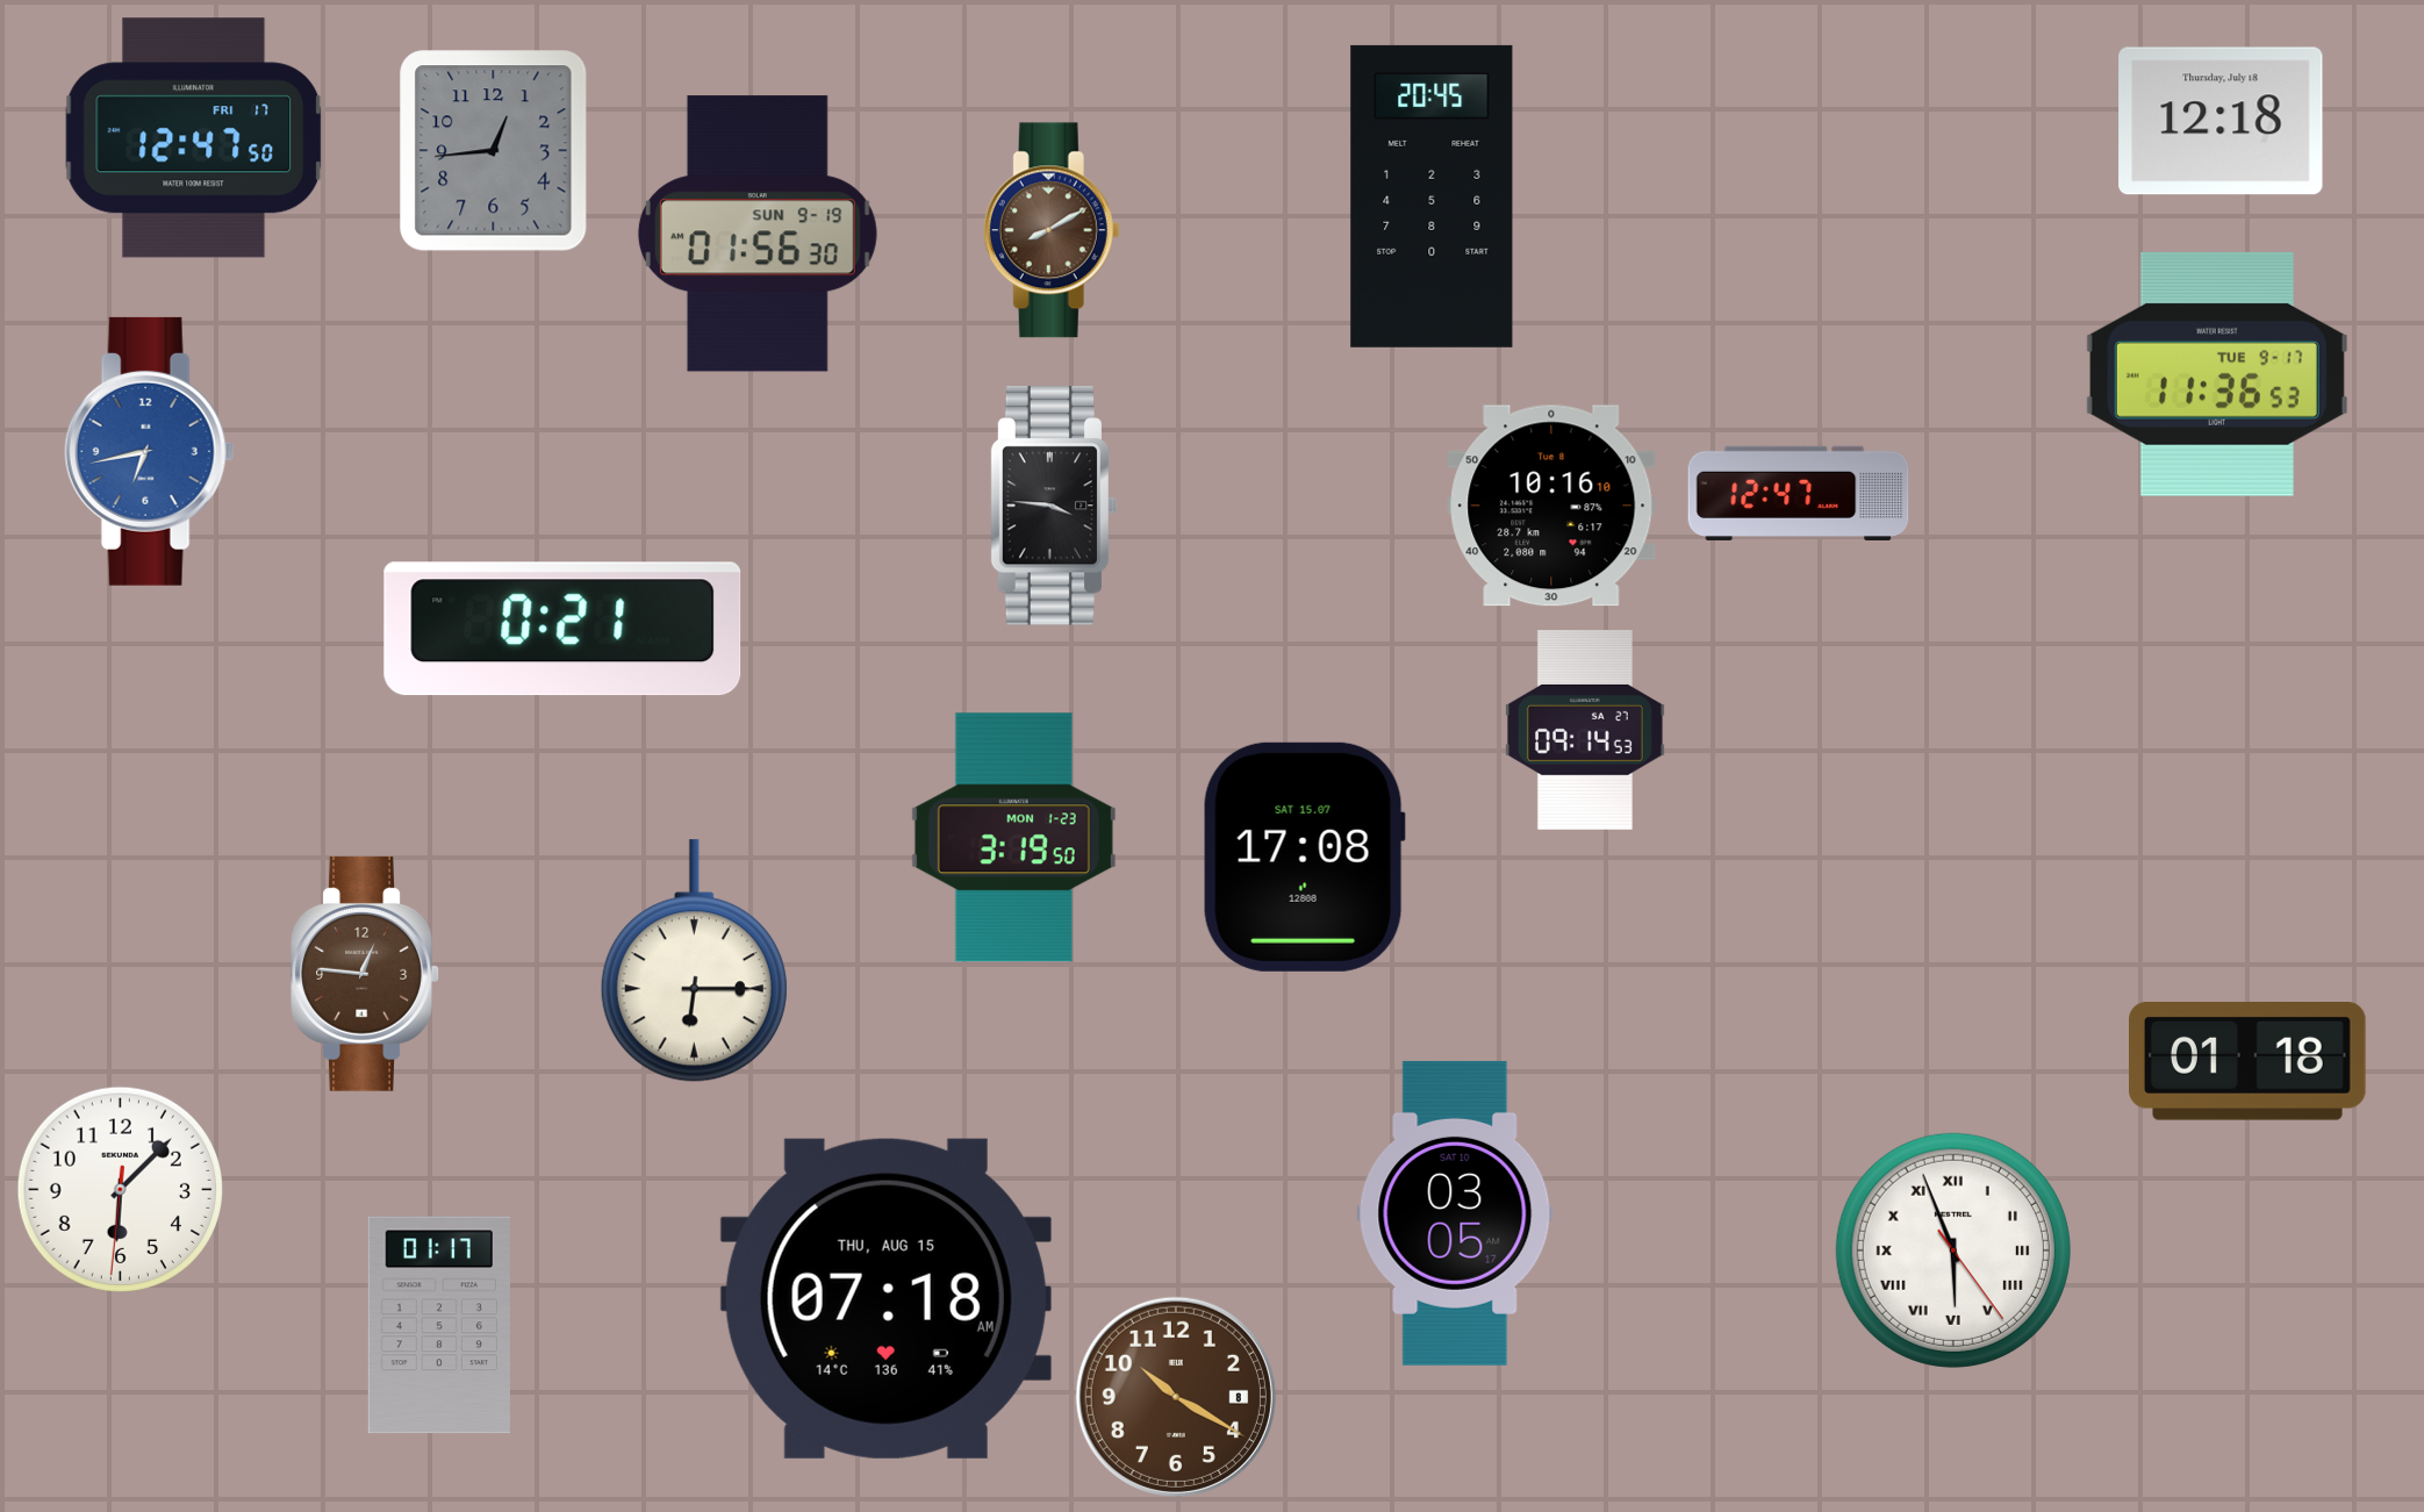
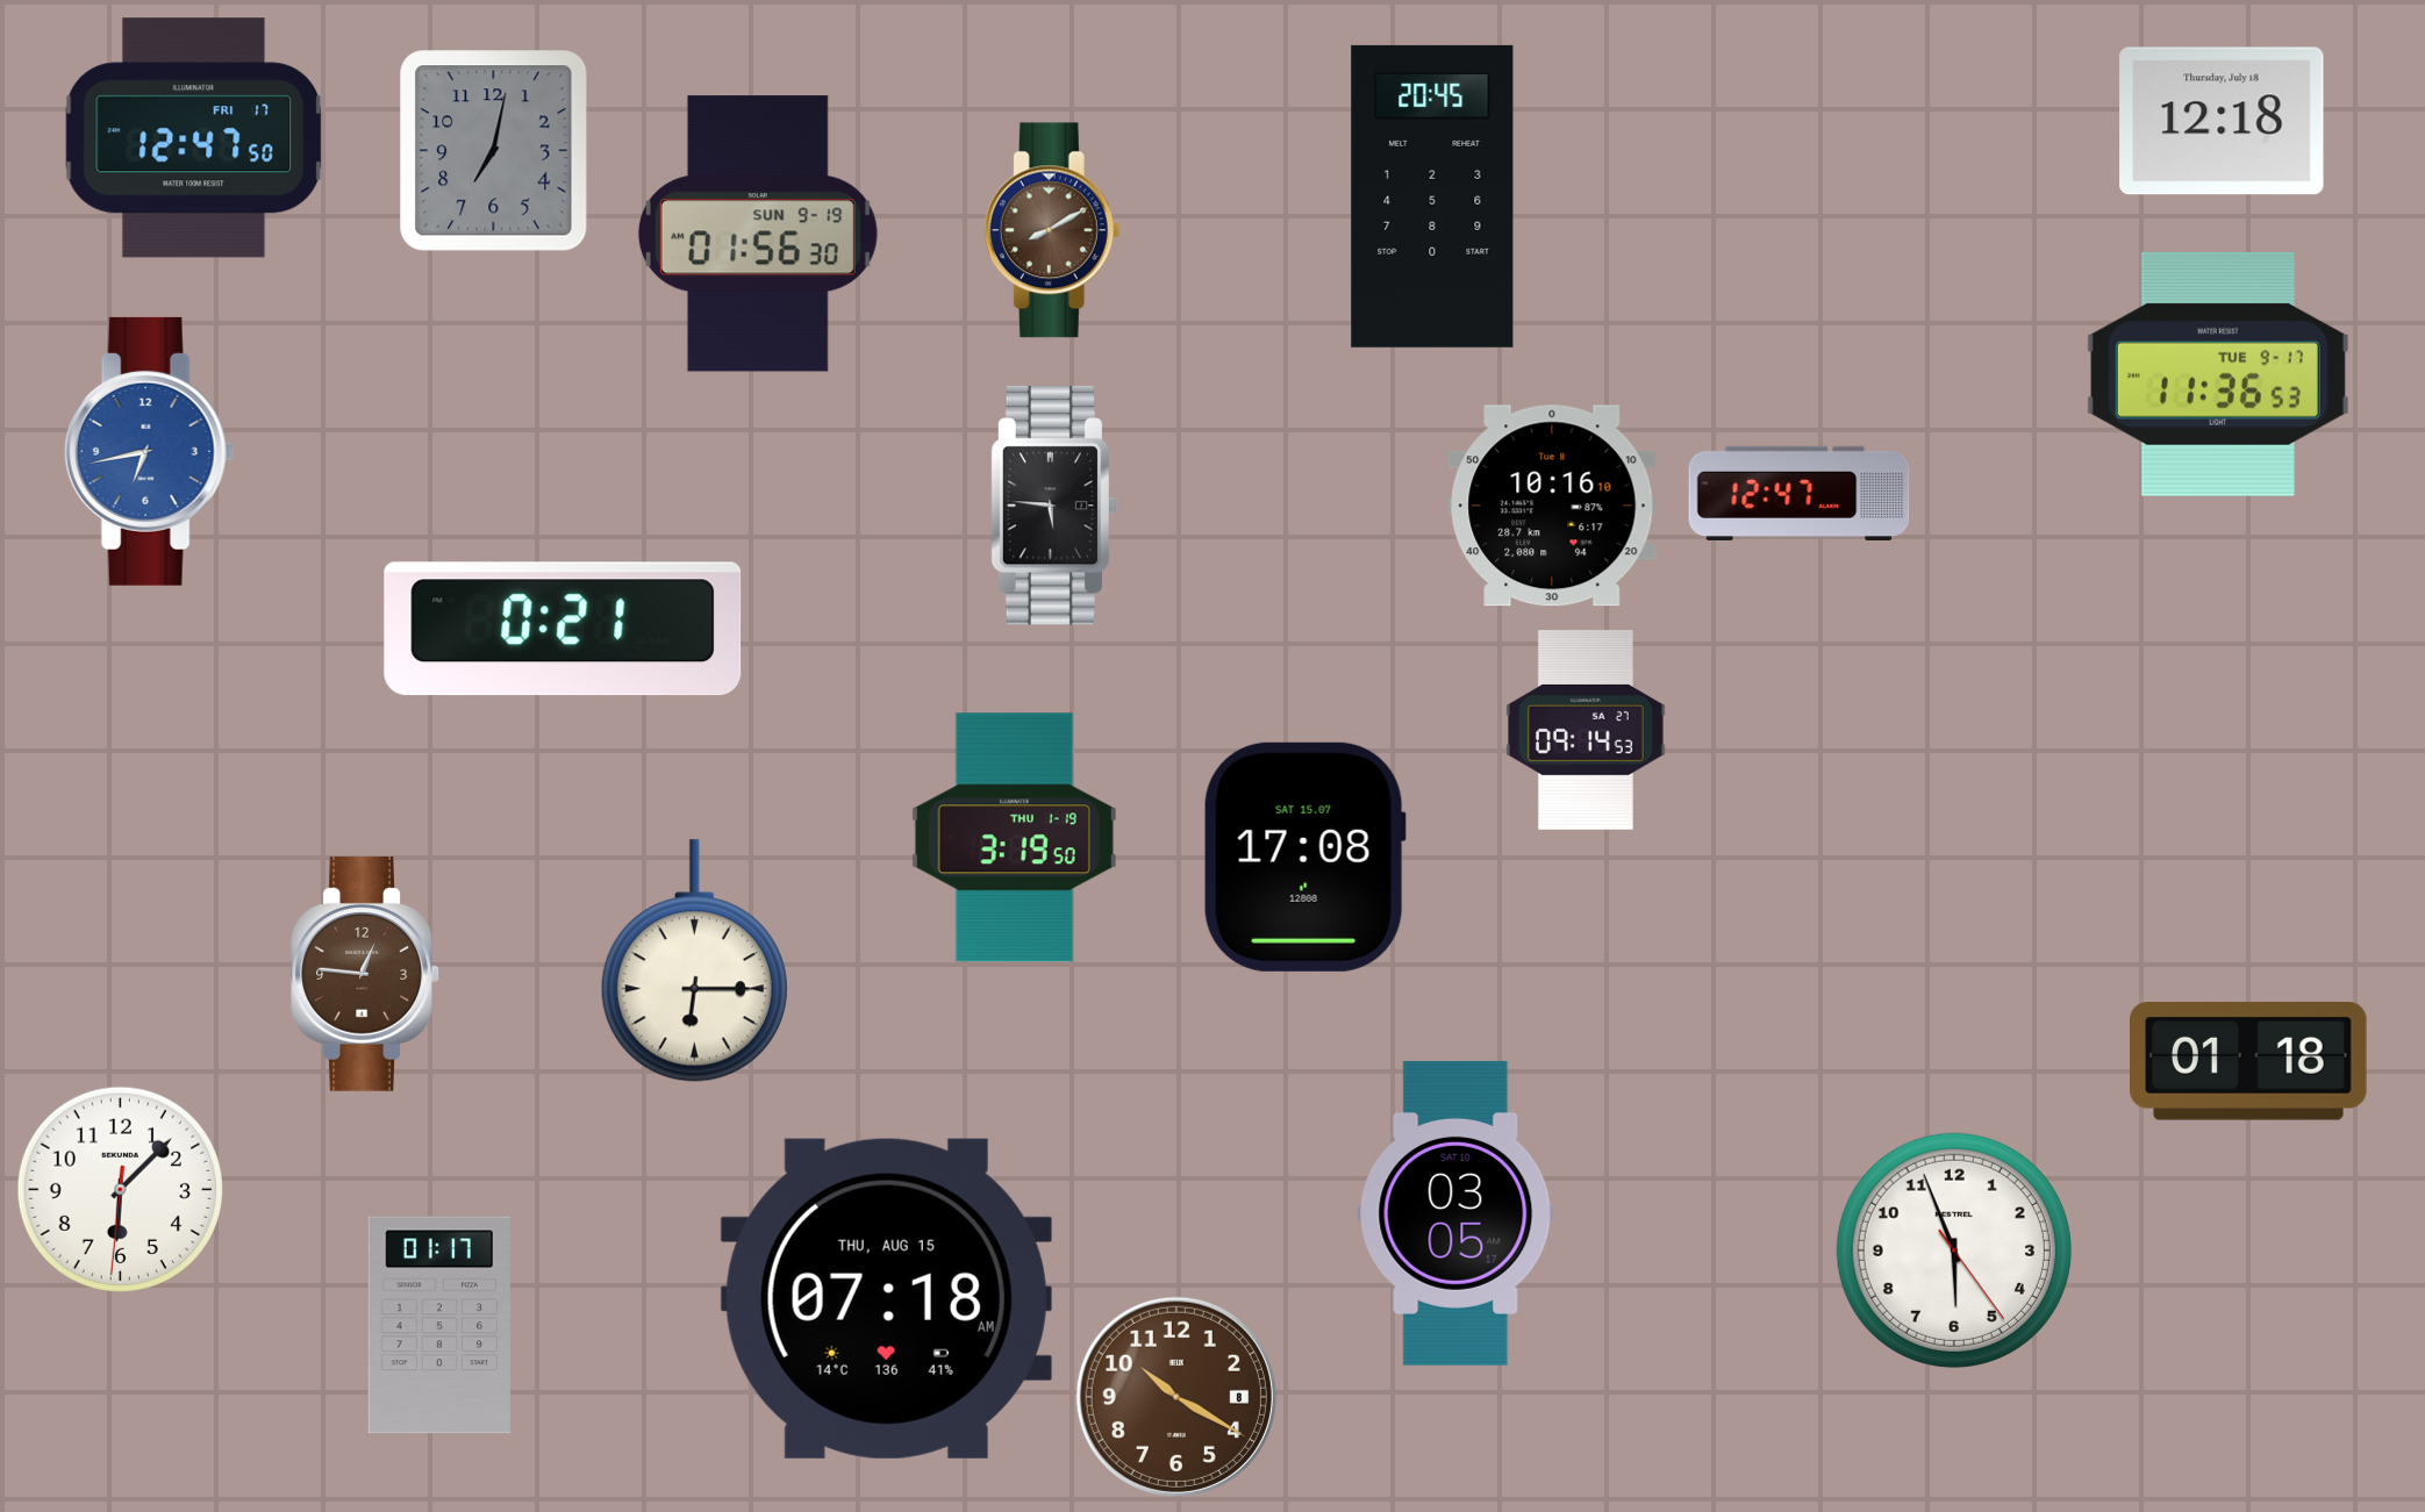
clock at (494, 151): 12:44 -> 7:02
clock at (1054, 506): 3:46 -> 5:46
clock at (1013, 838) date: MON 1-23 -> THU 1-19
clock at (1953, 1251) numerals: Roman -> Arabic
